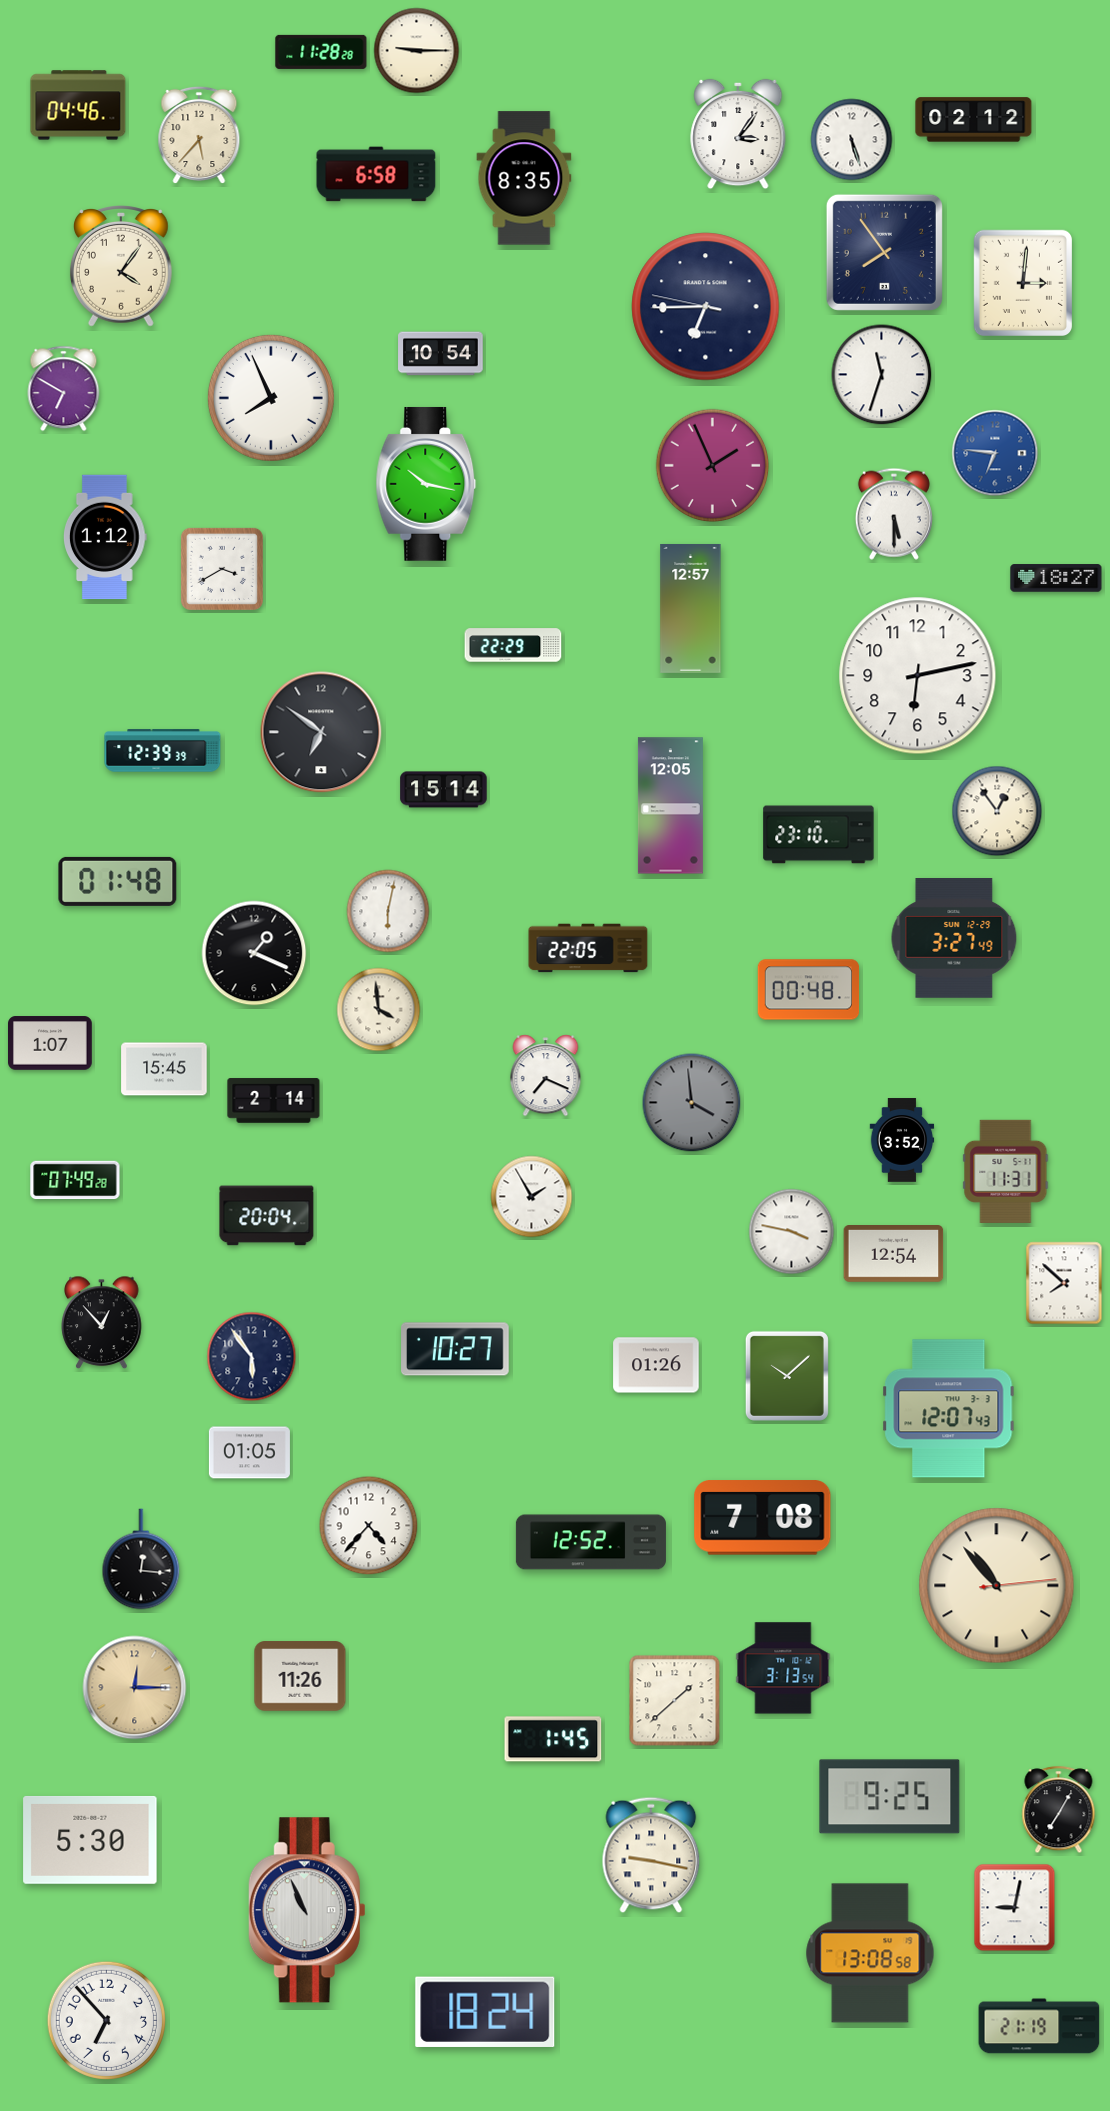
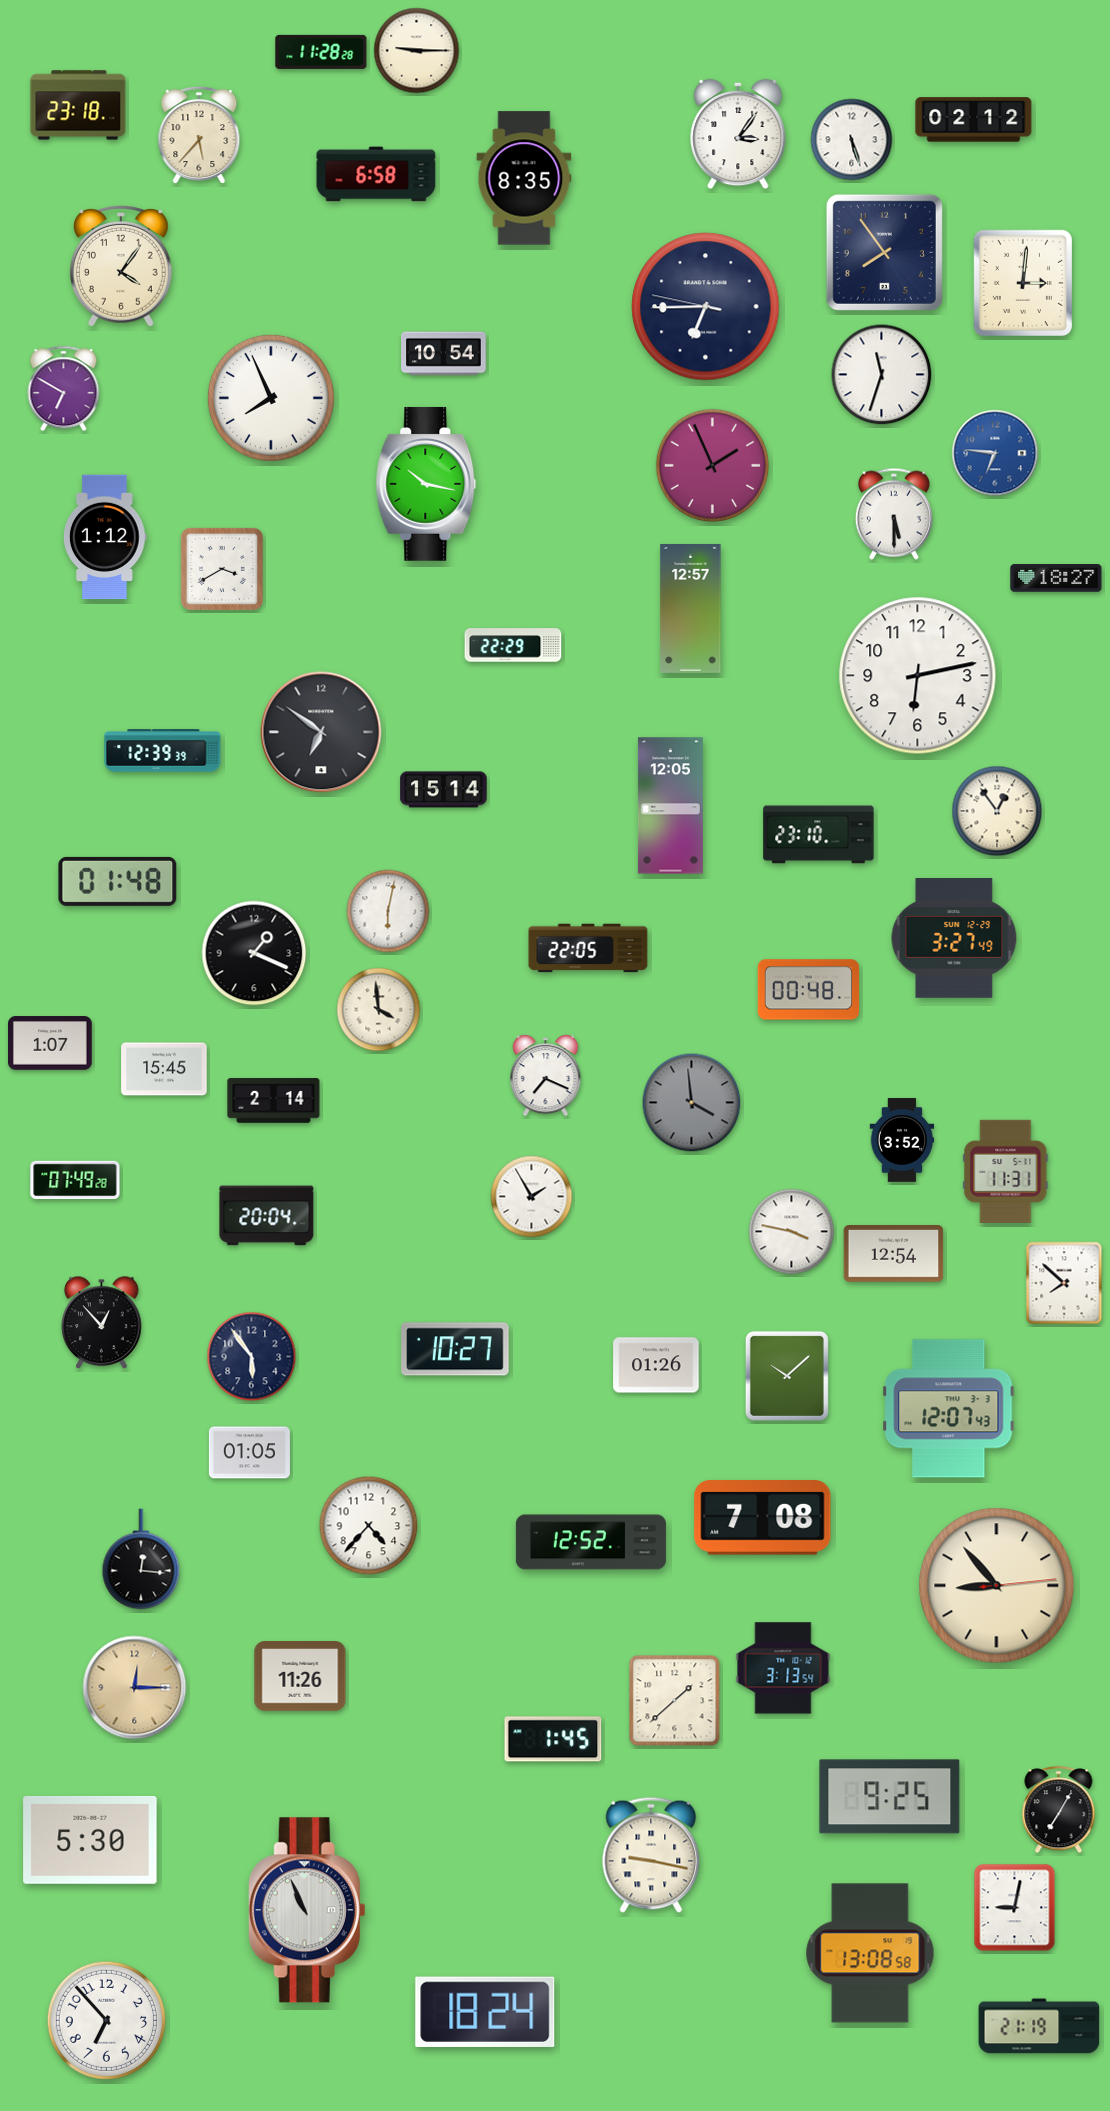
clock at (78, 105): 04:46 -> 23:18
clock at (441, 354) position: (441, 354) -> (444, 354)
clock at (997, 1586): 10:53 -> 8:53
